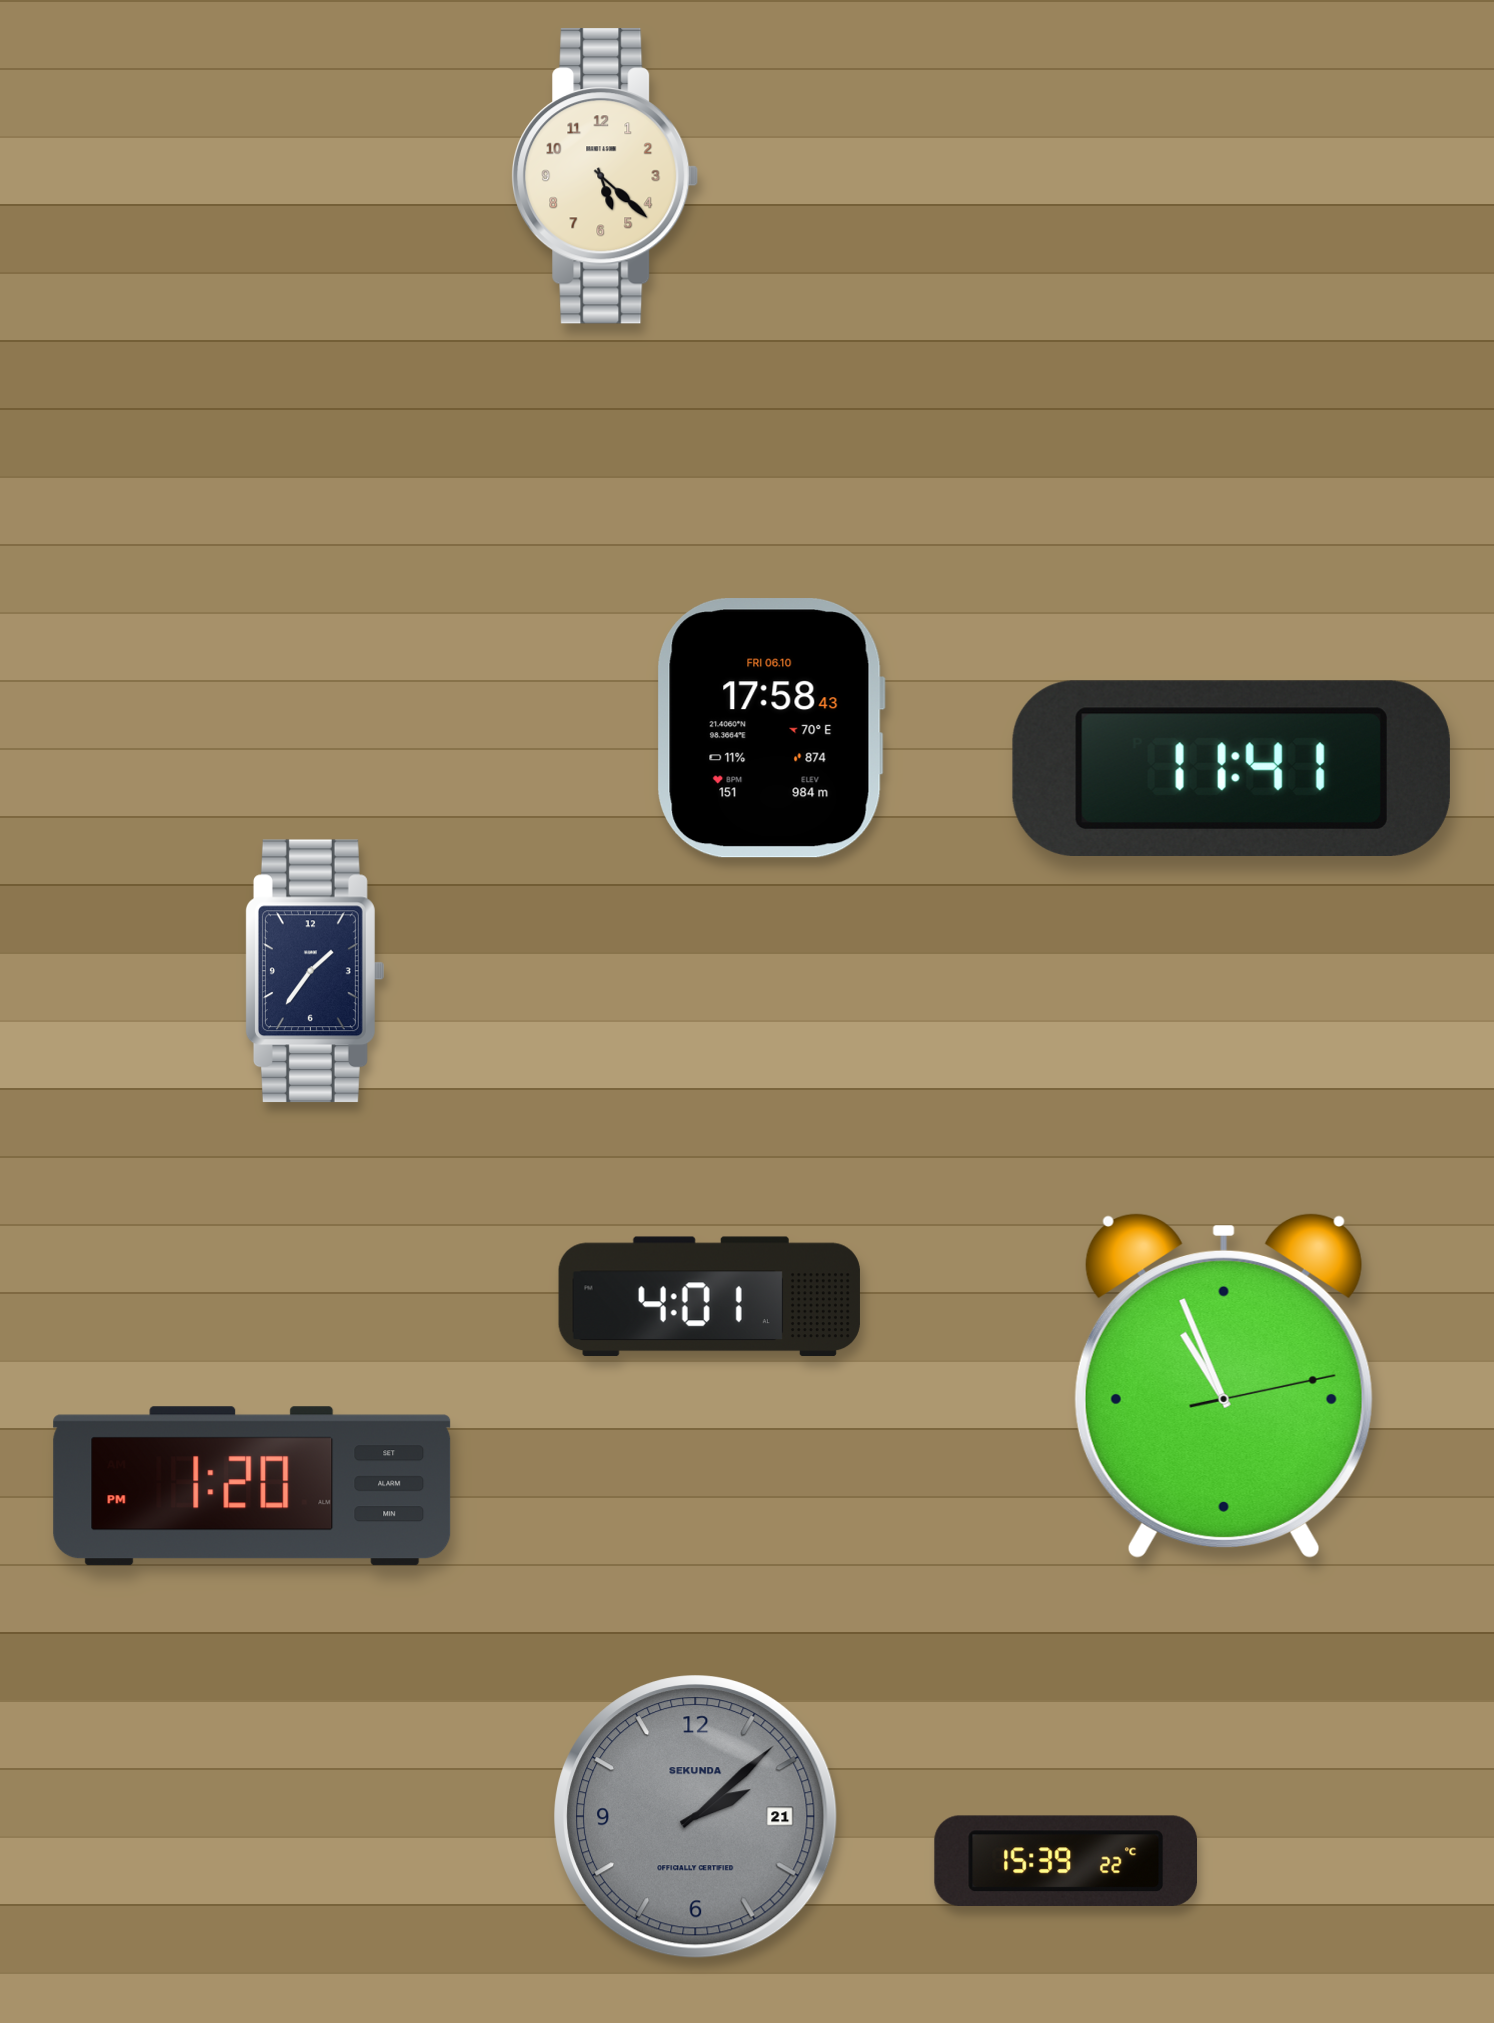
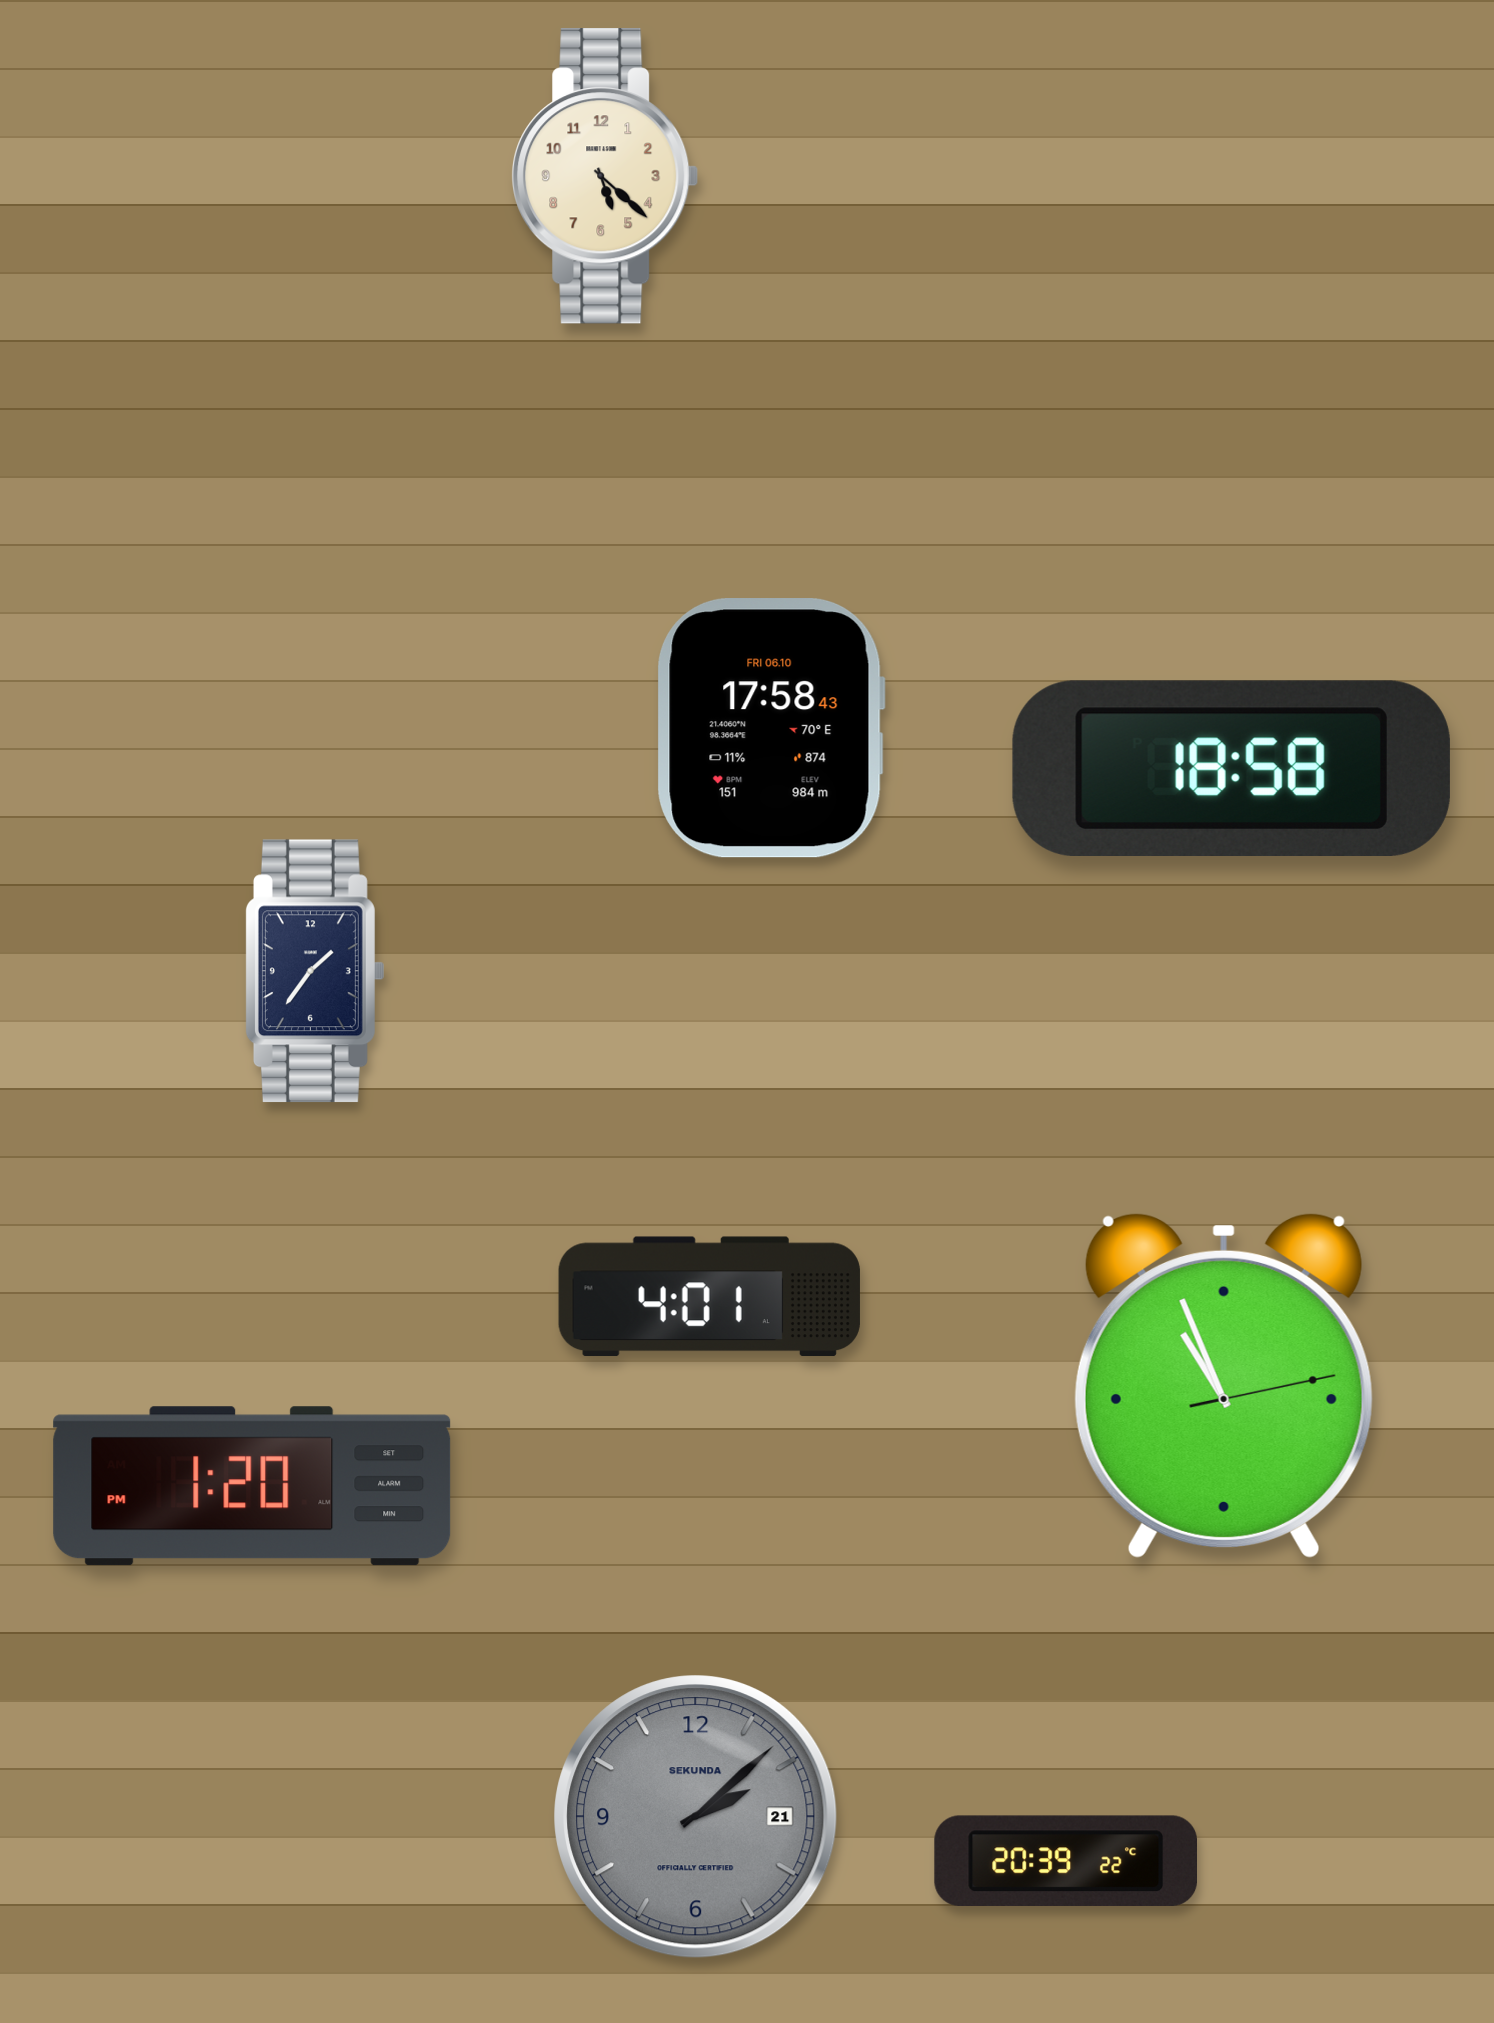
clock at (1231, 768): 11:41 -> 18:58
clock at (1065, 1861): 15:39 -> 20:39
